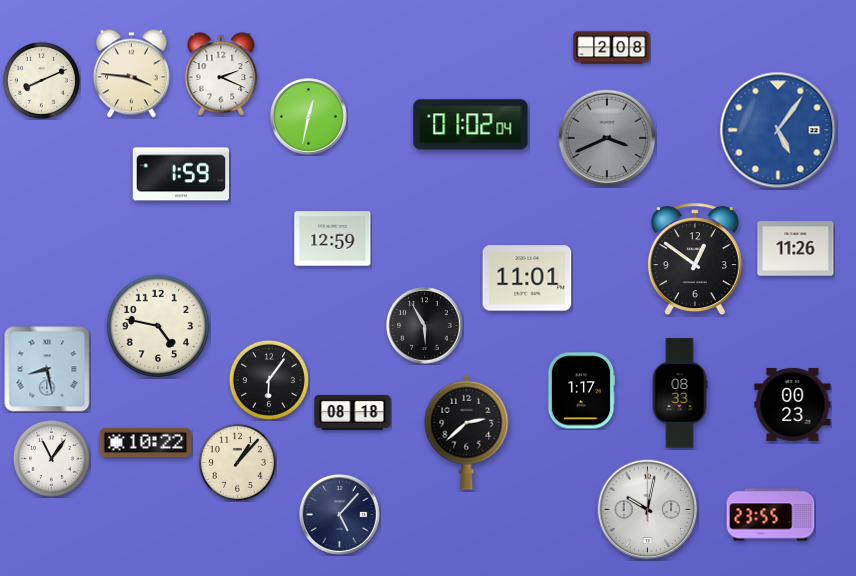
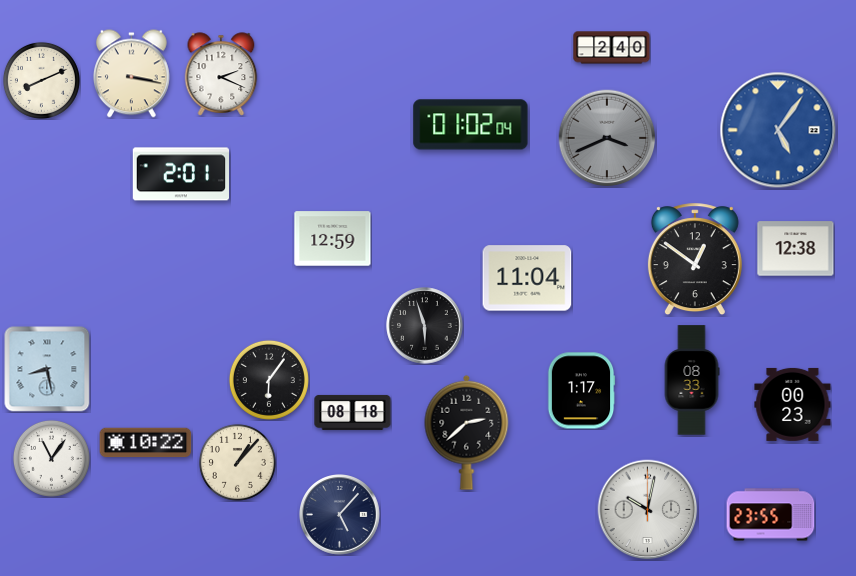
clock at (612, 48): 2:08 -> 2:40
clock at (131, 74): 3:46 -> 3:17
clock at (309, 117): 12:32 -> none
clock at (180, 174): 1:59 -> 2:01
clock at (796, 249): 11:26 -> 12:38
clock at (527, 278): 11:01 -> 11:04
clock at (158, 326): 4:47 -> none
clock at (425, 326): 5:55 -> 5:57
clock at (680, 393) position: (680, 393) -> (692, 380)
